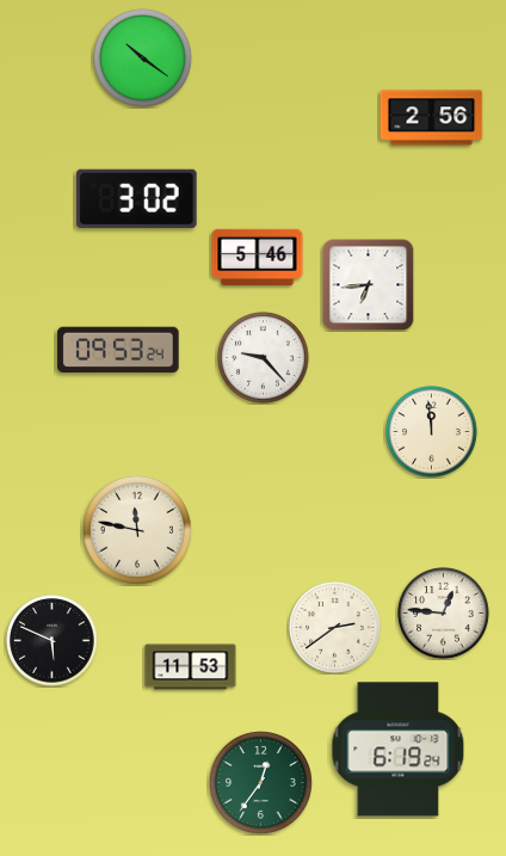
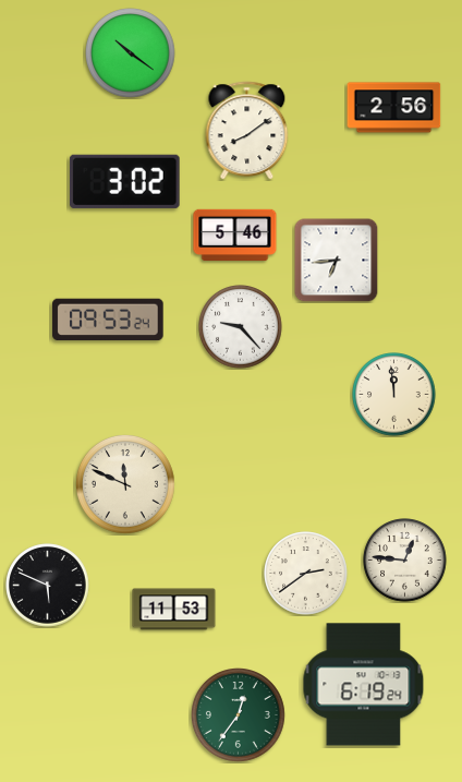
clock at (247, 131): none -> 8:09
clock at (137, 530): 11:47 -> 11:49
